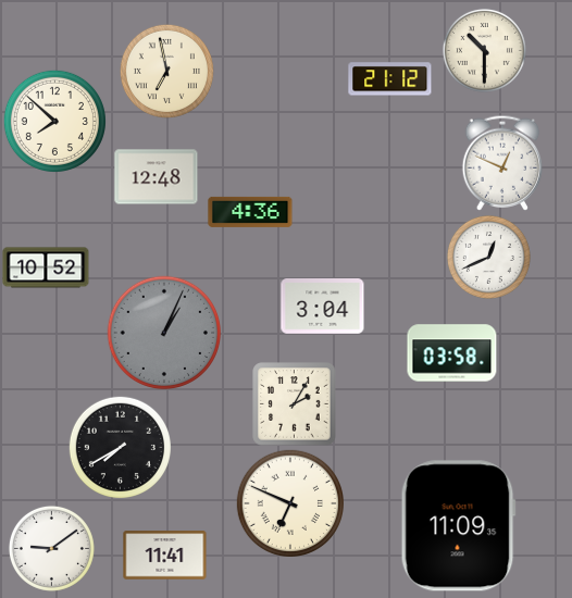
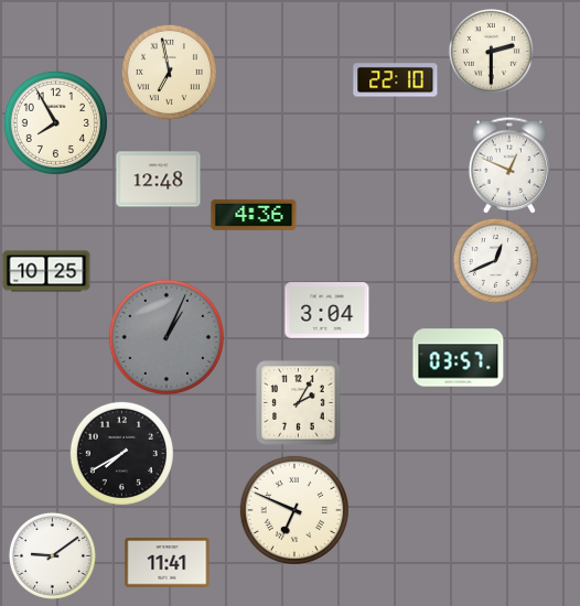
clock at (484, 50): 10:30 -> 2:30
clock at (390, 79): 21:12 -> 22:10
clock at (54, 121): 7:52 -> 7:55
clock at (46, 267): 10:52 -> 10:25
clock at (452, 353): 03:58 -> 03:57
clock at (295, 404) position: (295, 404) -> (299, 403)
clock at (458, 526): 11:09 -> none
